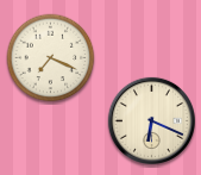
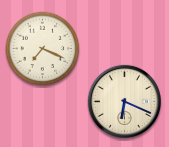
clock at (151, 120) position: (151, 120) -> (124, 101)
